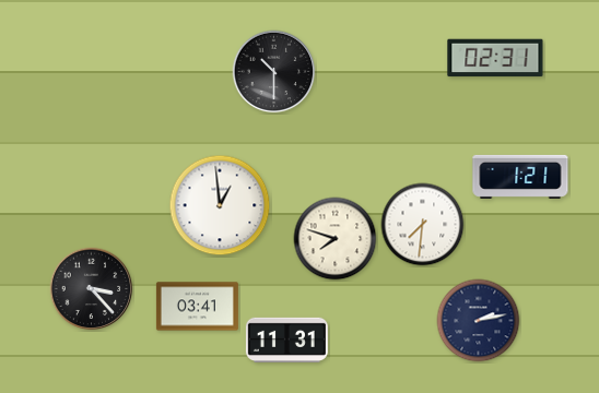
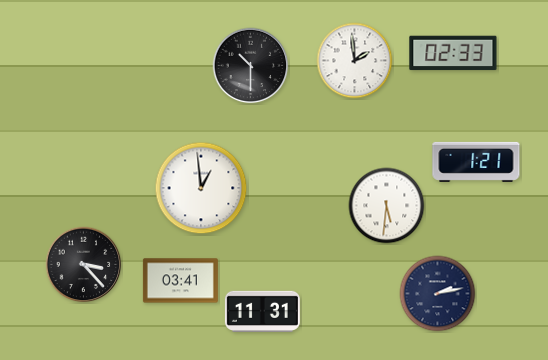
clock at (495, 58): 02:31 -> 02:33
clock at (355, 61): none -> 1:59
clock at (423, 225): 7:31 -> 5:31
clock at (336, 239): 7:48 -> none
